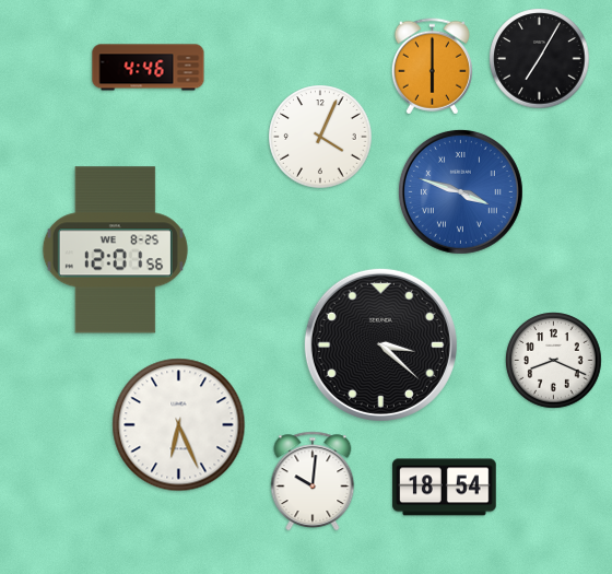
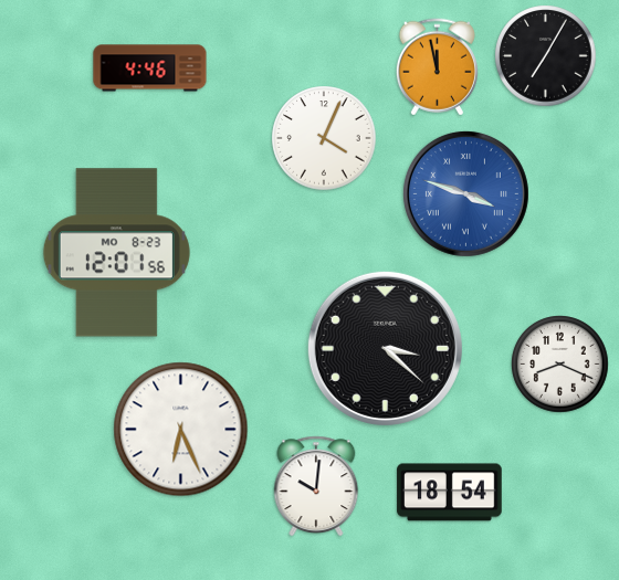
clock at (540, 59) position: (540, 59) -> (546, 56)
clock at (432, 67): 6:00 -> 11:58
clock at (115, 250) date: WE 8-25 -> MO 8-23
